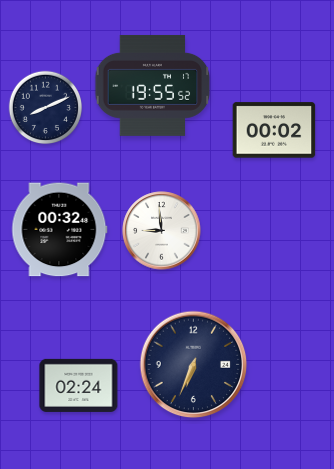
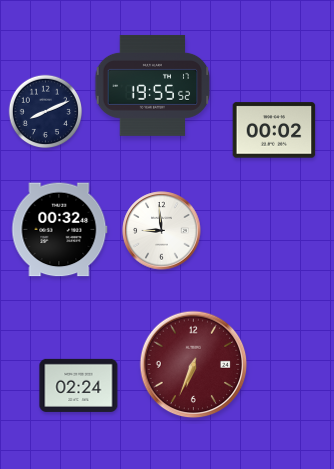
clock at (46, 108) position: (46, 108) -> (46, 112)
clock at (194, 365) dial: navy -> burgundy
